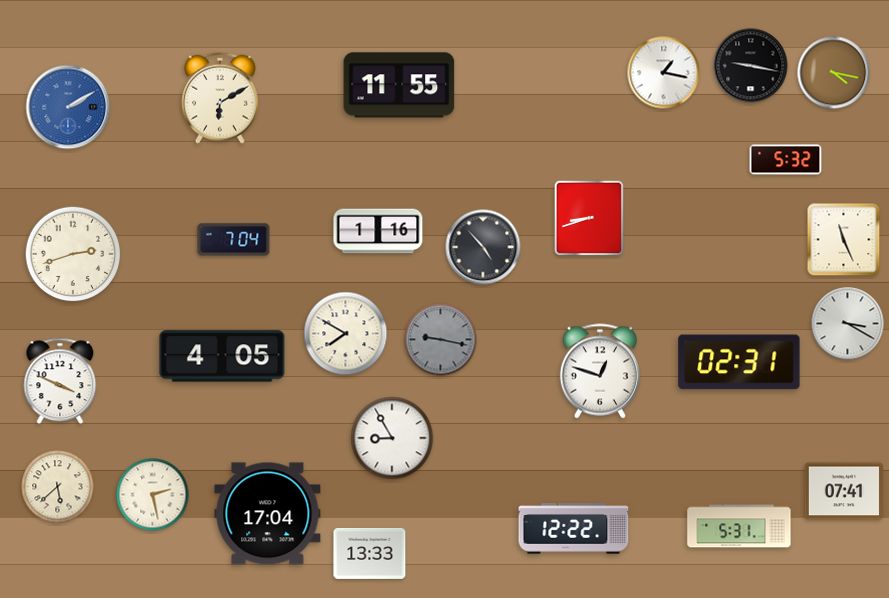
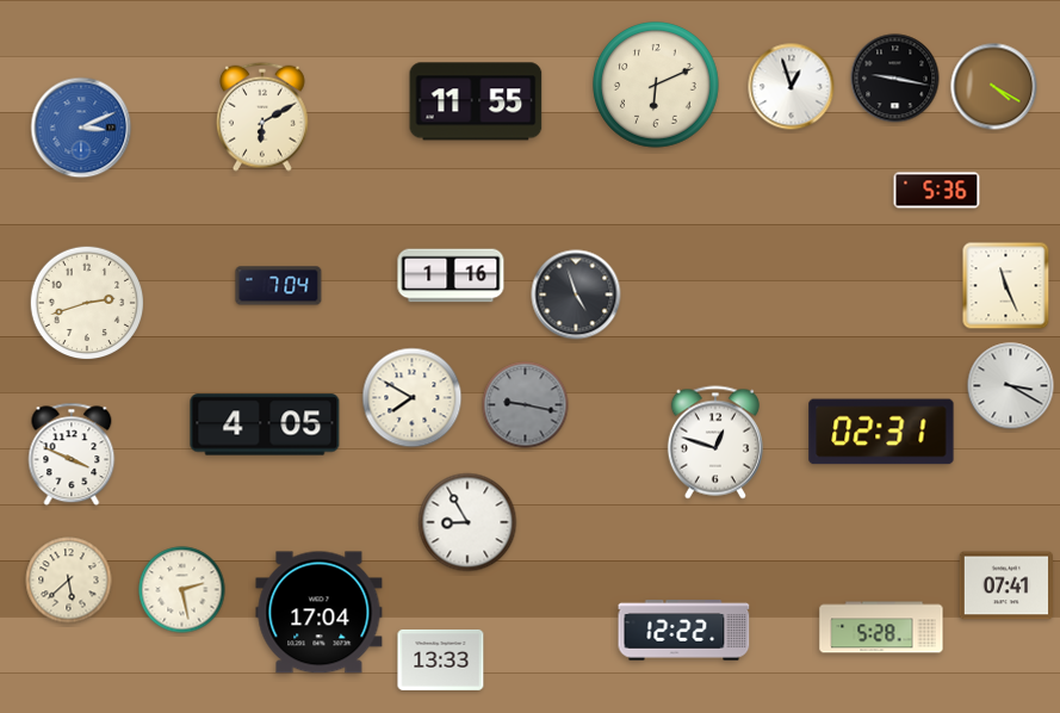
clock at (656, 85): none -> 6:11
clock at (664, 73): 1:17 -> 12:57
clock at (834, 73): 4:17 -> 4:20
clock at (68, 107): 2:10 -> 3:11
clock at (786, 160): 5:32 -> 5:36
clock at (589, 218): 8:42 -> none
clock at (483, 247): 4:53 -> 4:57
clock at (739, 526): 5:31 -> 5:28
